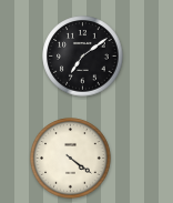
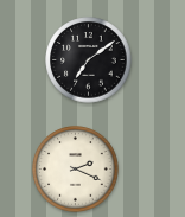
clock at (71, 159): 4:21 -> 2:19
